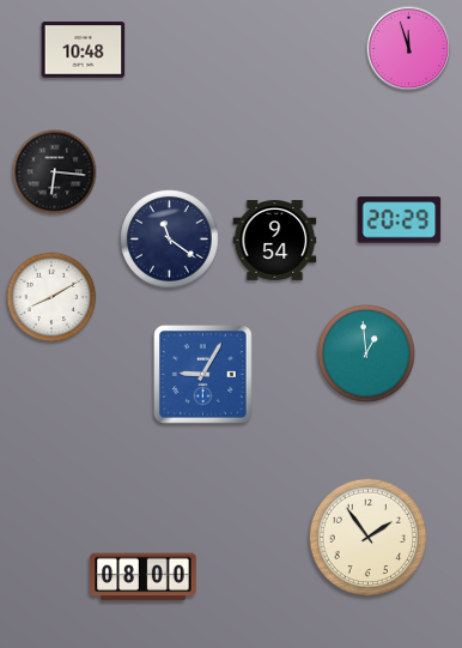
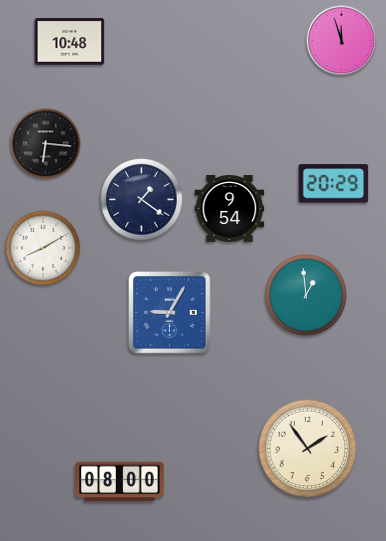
clock at (170, 240): 11:21 -> 1:21
clock at (275, 241) position: (275, 241) -> (230, 209)
